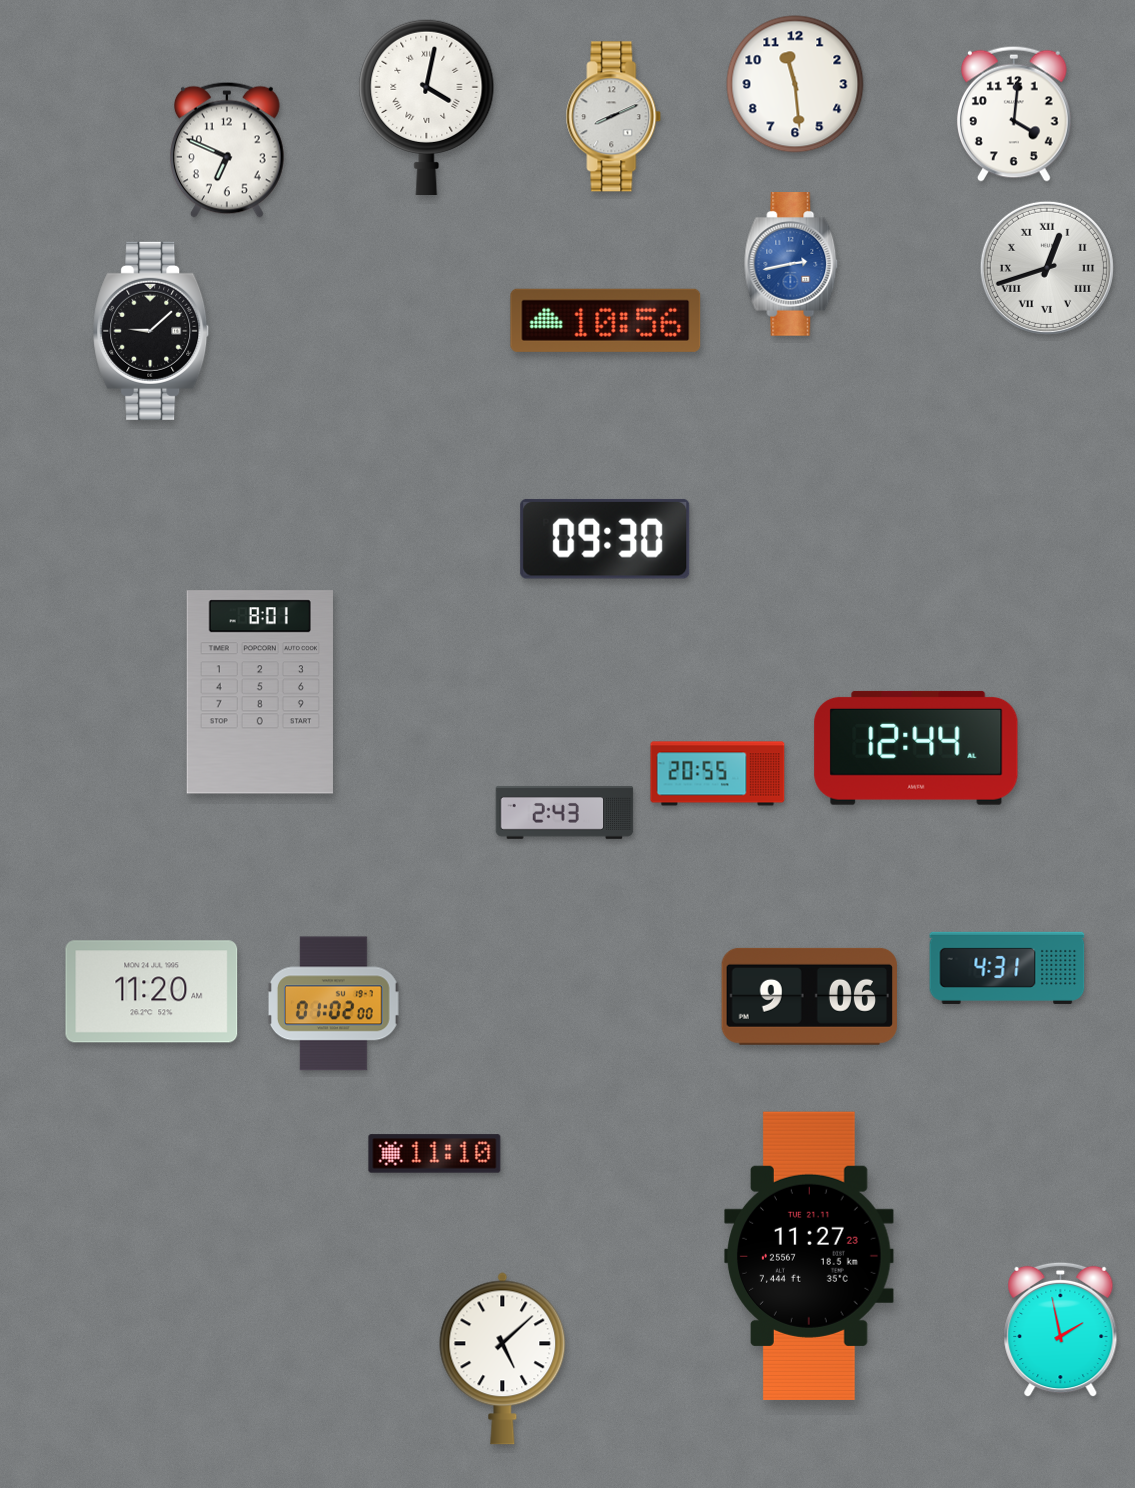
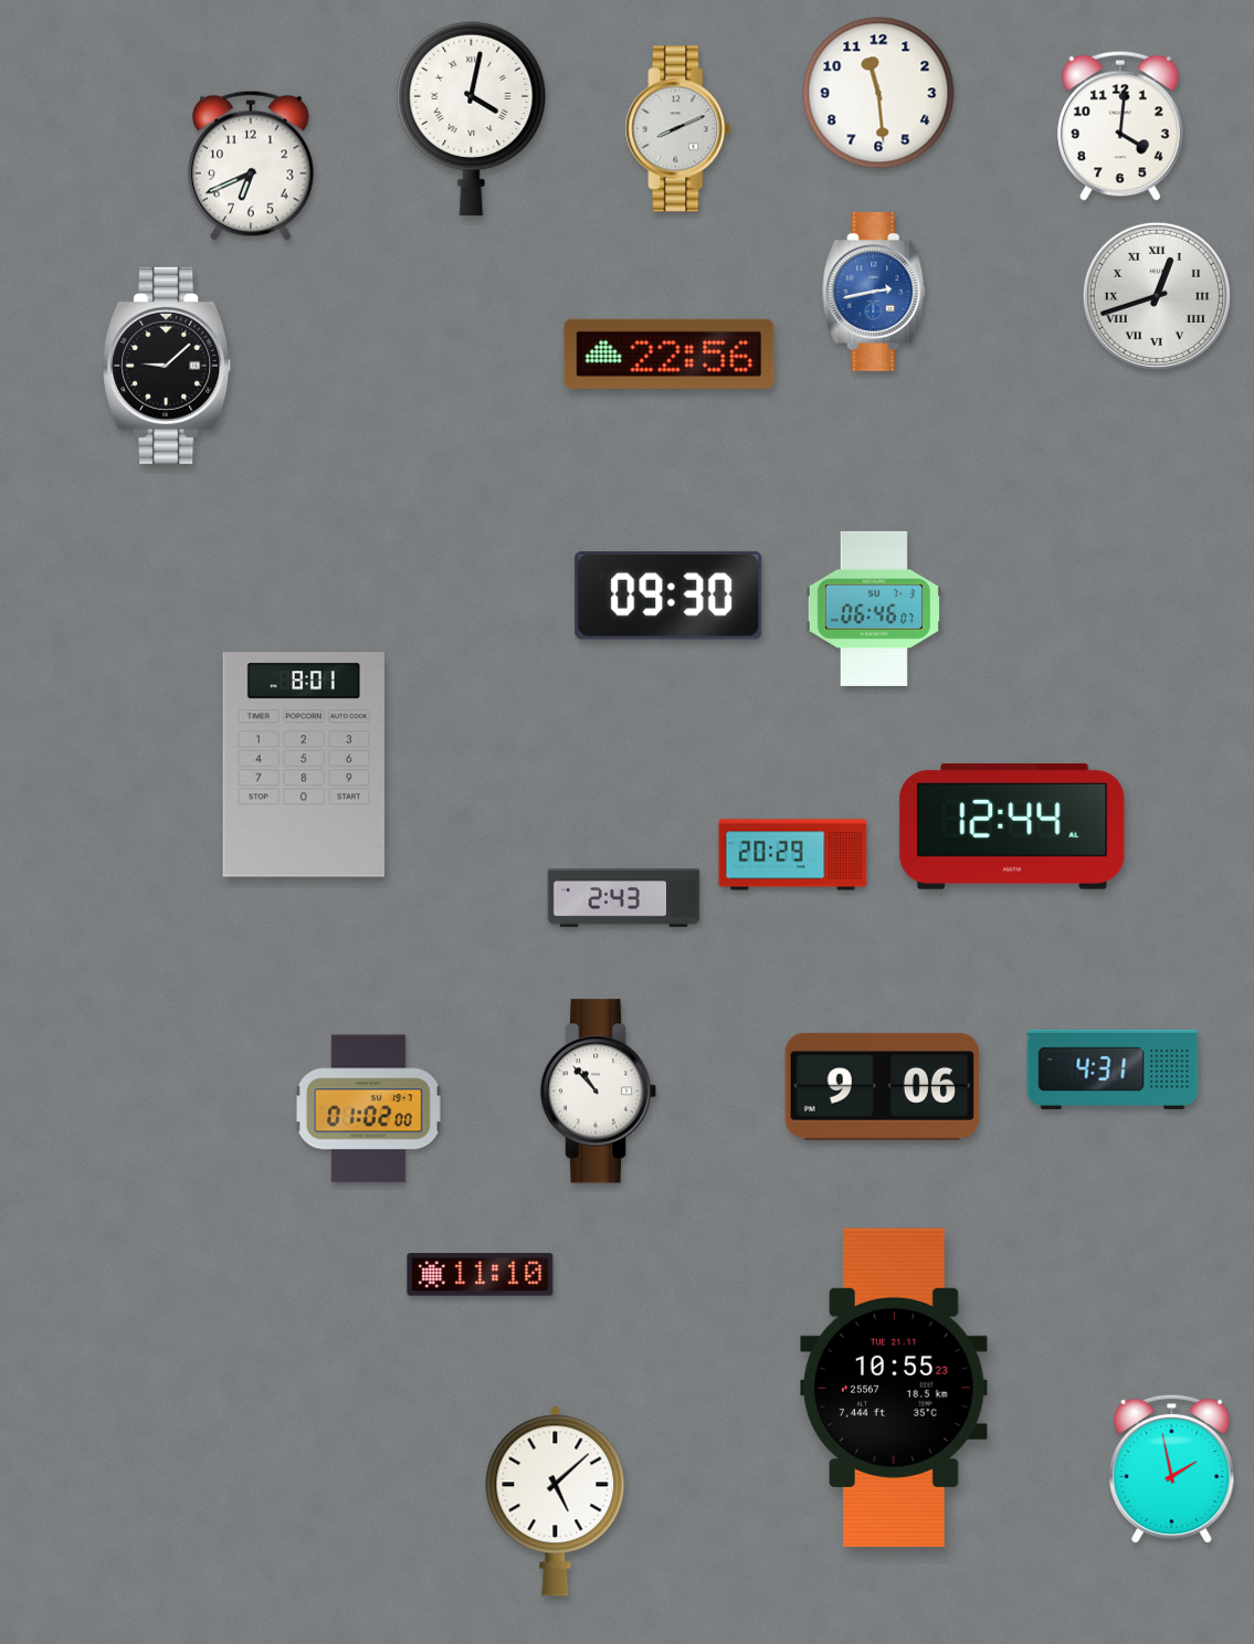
clock at (228, 150): 6:49 -> 6:41
clock at (606, 320): 10:56 -> 22:56
clock at (874, 609): none -> 06:46
clock at (260, 692) position: (260, 692) -> (304, 765)
clock at (718, 774): 20:55 -> 20:29
clock at (599, 1092): none -> 10:53
clock at (152, 992): 11:20 -> none
clock at (809, 996) position: (809, 996) -> (882, 1086)
clock at (809, 1256): 11:27 -> 10:55
